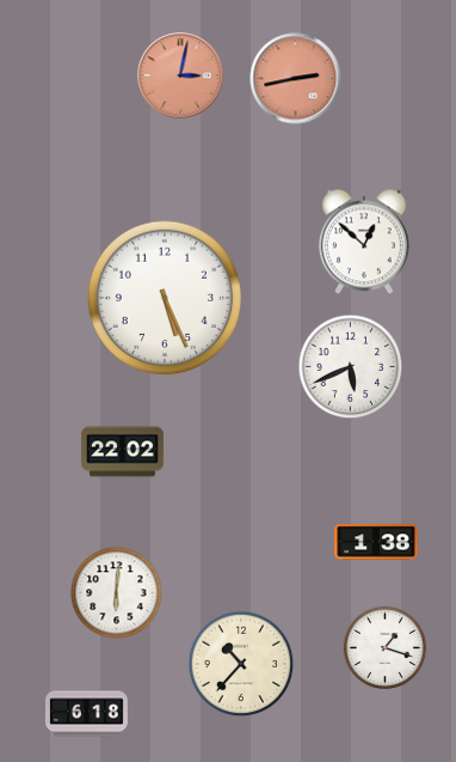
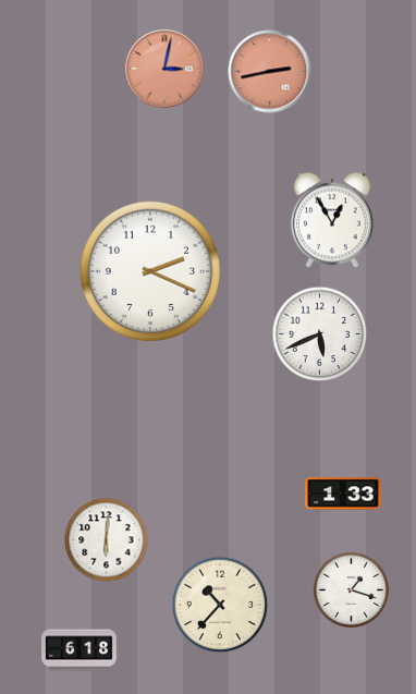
clock at (364, 242): 12:52 -> 12:55
clock at (165, 298): 5:26 -> 2:19
clock at (123, 452): 22:02 -> none
clock at (376, 542): 1:38 -> 1:33
